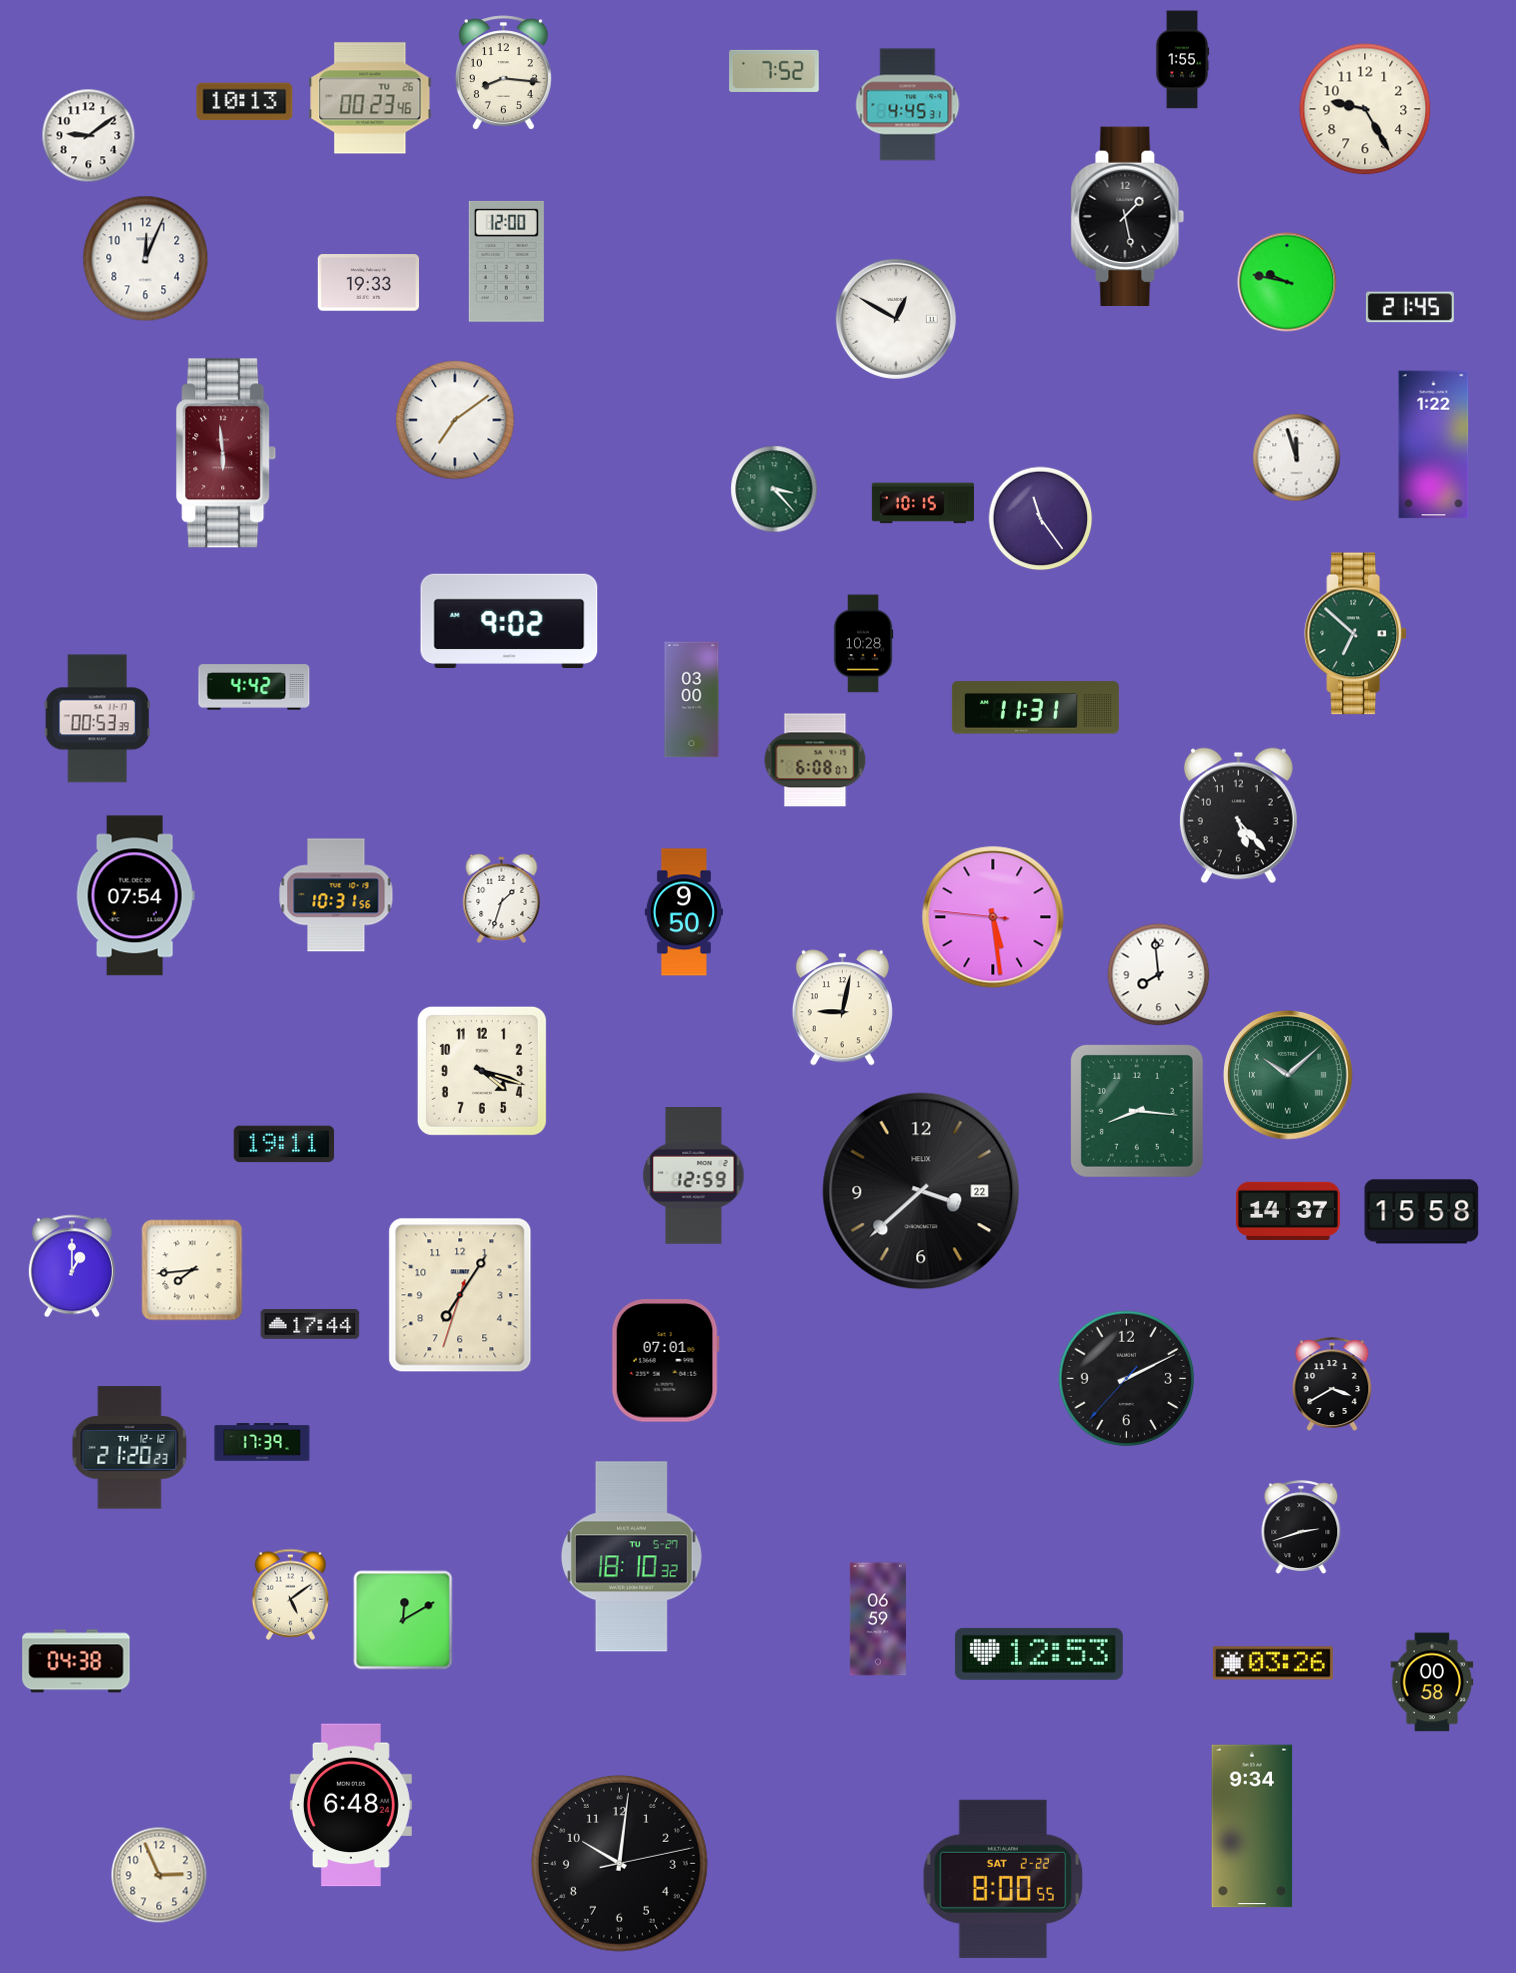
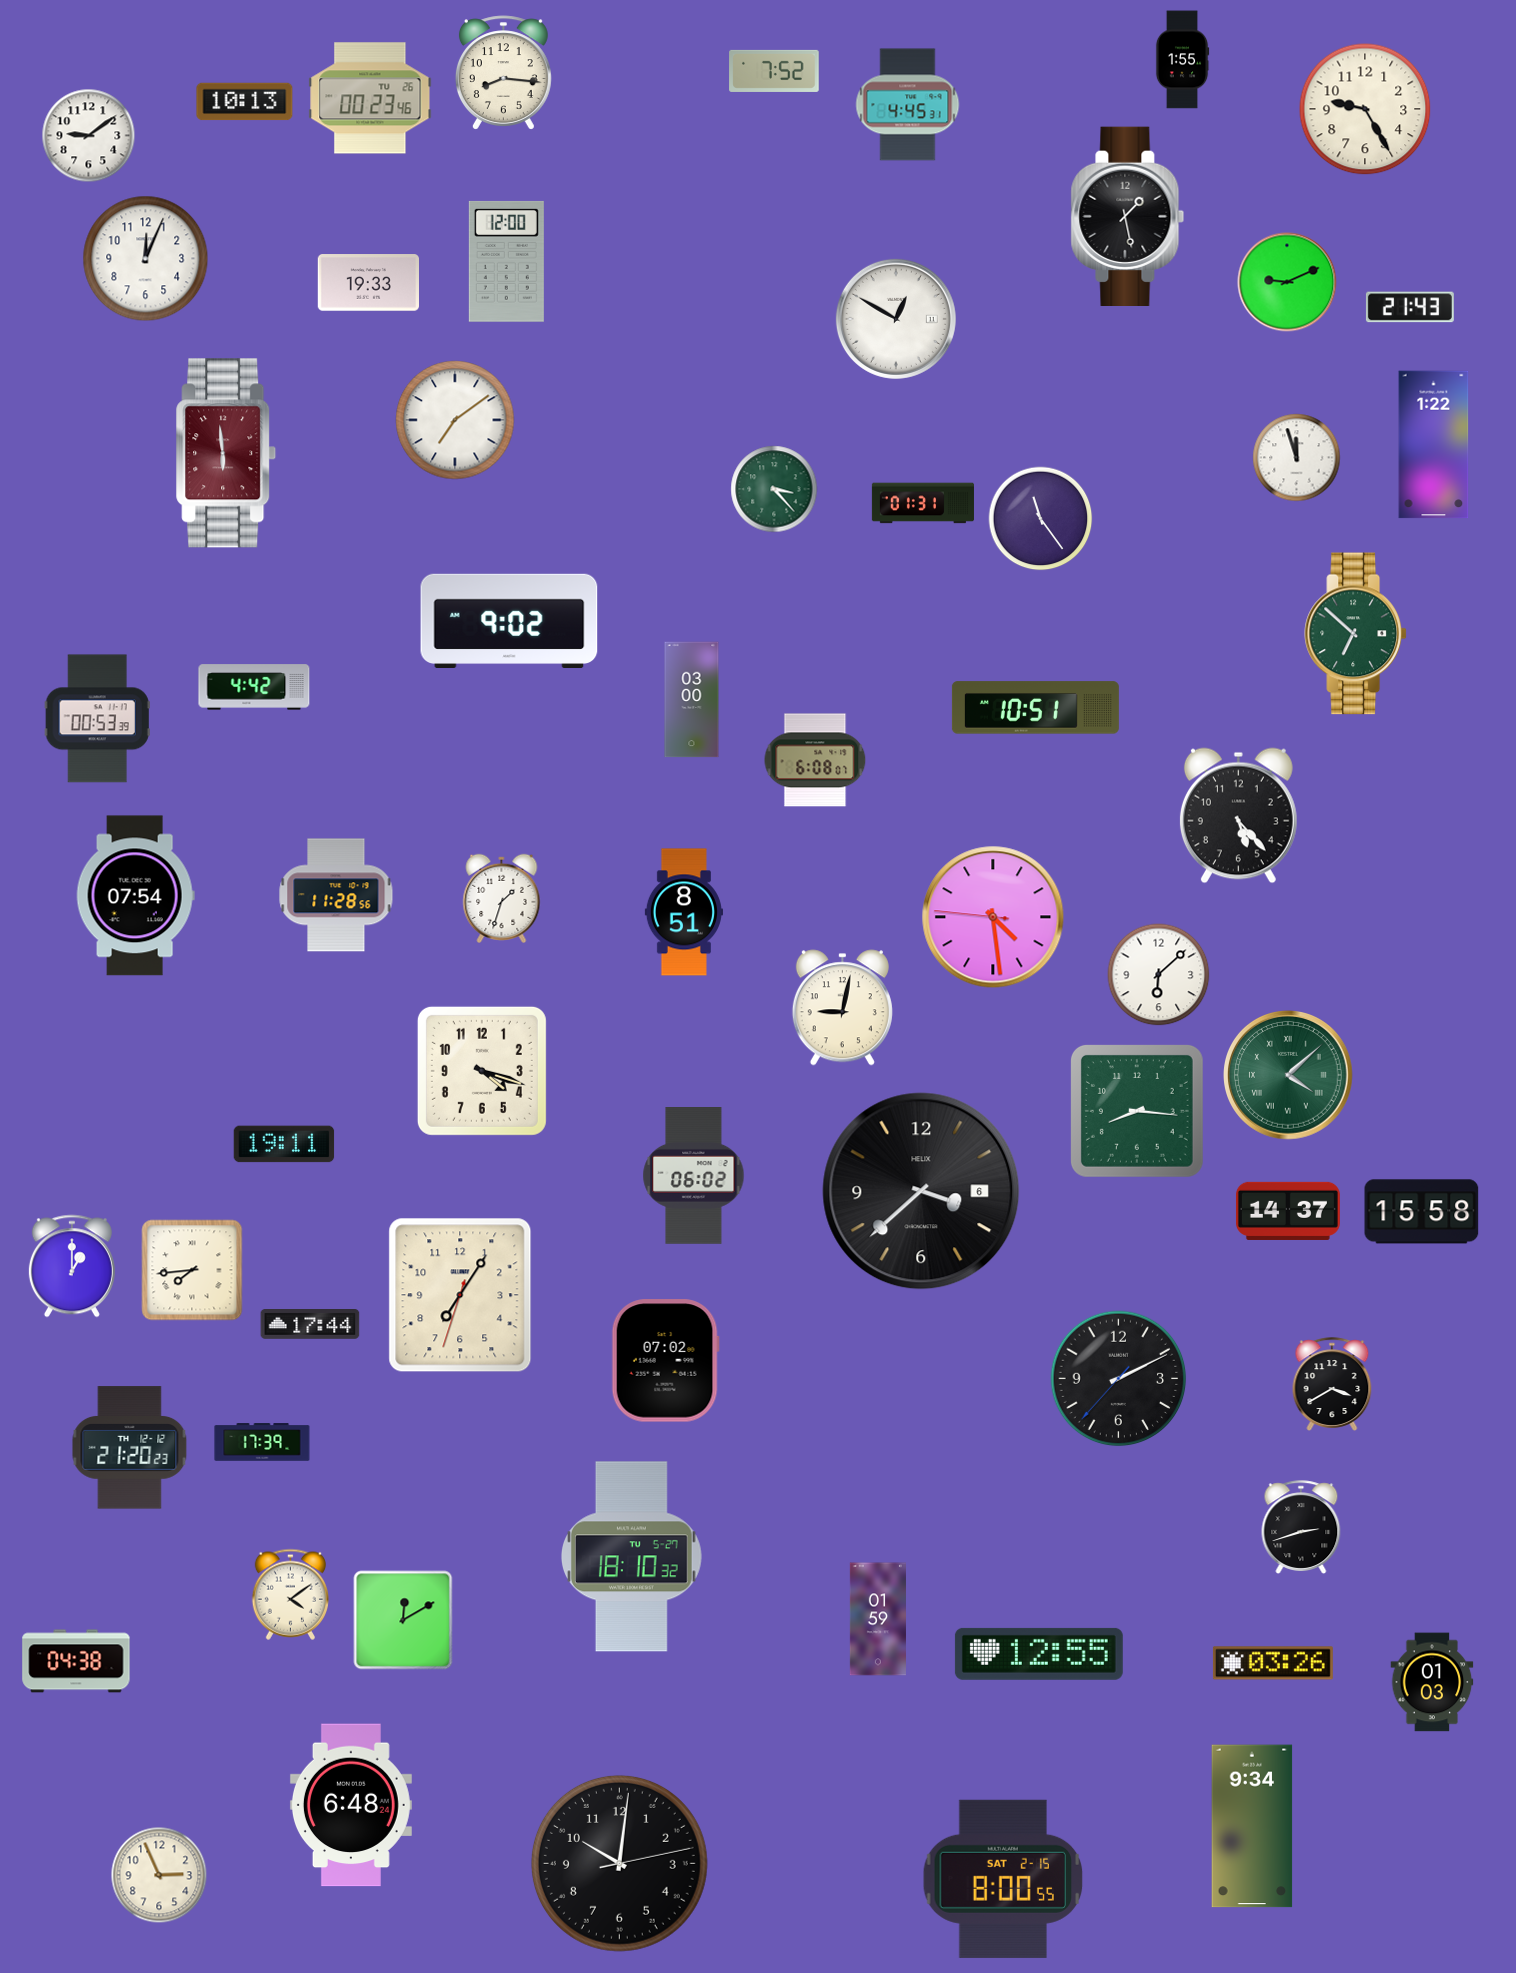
clock at (1287, 282): 9:47 -> 9:11
clock at (1410, 307): 21:45 -> 21:43
clock at (923, 503): 10:15 -> 01:31
clock at (863, 644): 10:28 -> none
clock at (1035, 708): 11:31 -> 10:51
clock at (336, 895): 10:31 -> 11:28
clock at (683, 912): 9:50 -> 8:51
clock at (993, 917): 5:28 -> 4:28
clock at (1159, 975): 7:59 -> 6:08
clock at (1288, 1075): 10:08 -> 4:08
clock at (694, 1176): 12:59 -> 06:02
clock at (921, 1191) date: 22 -> 6
clock at (665, 1361): 07:01 -> 07:02
clock at (1127, 1379) position: (1127, 1379) -> (1119, 1379)
clock at (290, 1594): 5:09 -> 4:09
clock at (878, 1619): 06:59 -> 01:59
clock at (1039, 1654): 12:53 -> 12:55
clock at (1432, 1682): 00:58 -> 01:03
clock at (1003, 1879) date: SAT 2-22 -> SAT 2-15
